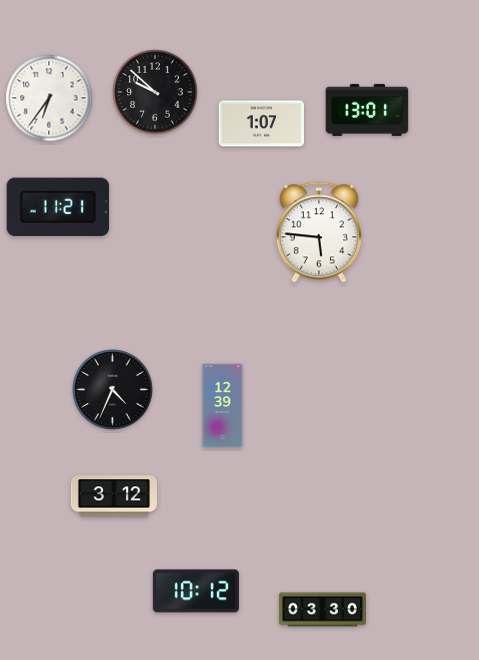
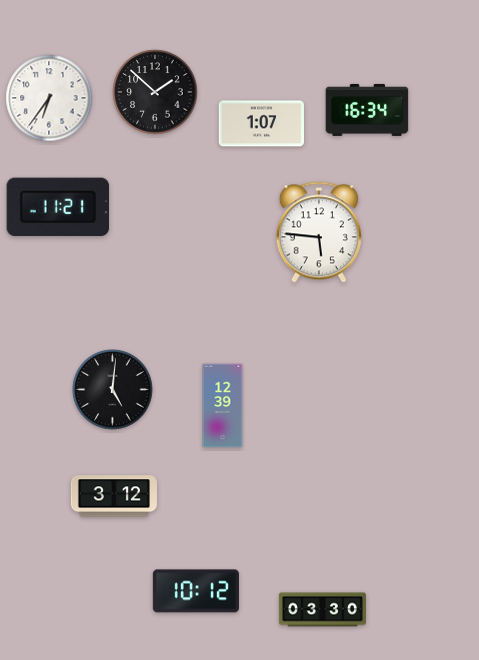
clock at (155, 92): 9:52 -> 1:52
clock at (367, 110): 13:01 -> 16:34
clock at (113, 390): 4:34 -> 5:01
